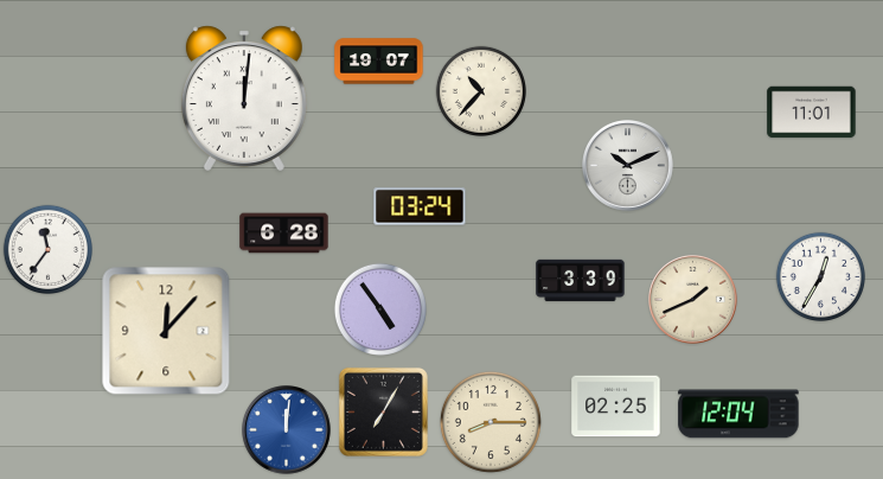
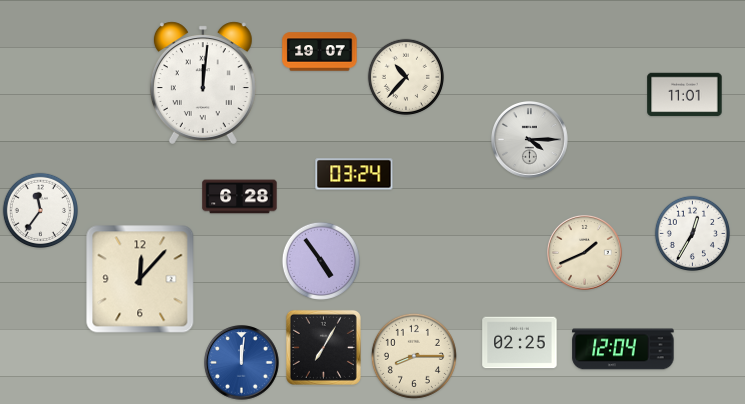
clock at (244, 98) position: (244, 98) -> (203, 83)
clock at (628, 166): 10:11 -> 4:15
clock at (581, 281): 3:39 -> none
